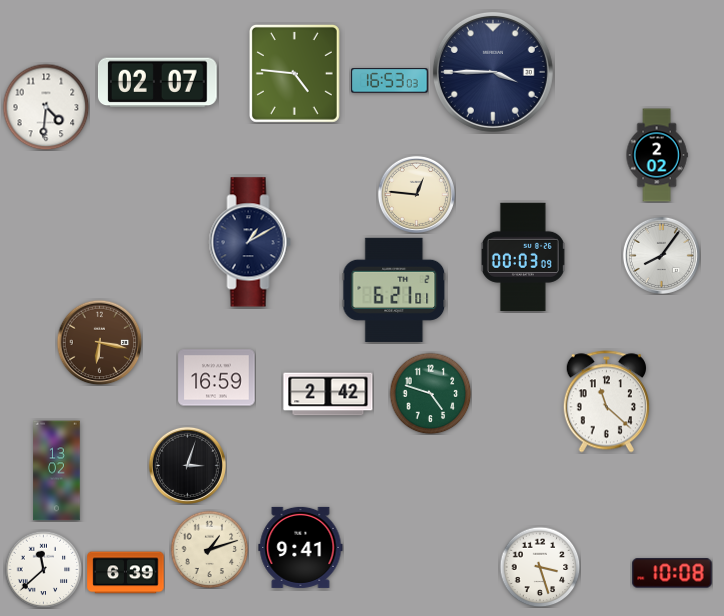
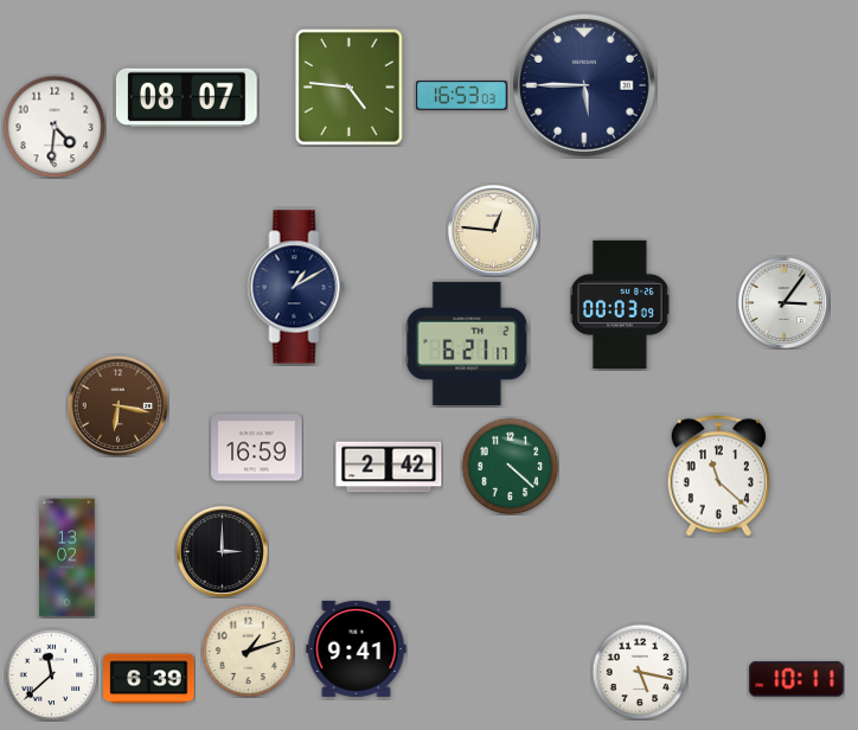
clock at (493, 72): 3:45 -> 5:45
clock at (158, 83): 02:07 -> 08:07
clock at (657, 155): 2:02 -> none
clock at (661, 255): 8:06 -> 3:06
clock at (394, 290): 6:21:01 -> 6:21:17
clock at (430, 393): 4:48 -> 4:22
clock at (187, 465): 3:03 -> 3:00
clock at (540, 567): 3:27 -> 5:17
clock at (672, 573): 10:08 -> 10:11
